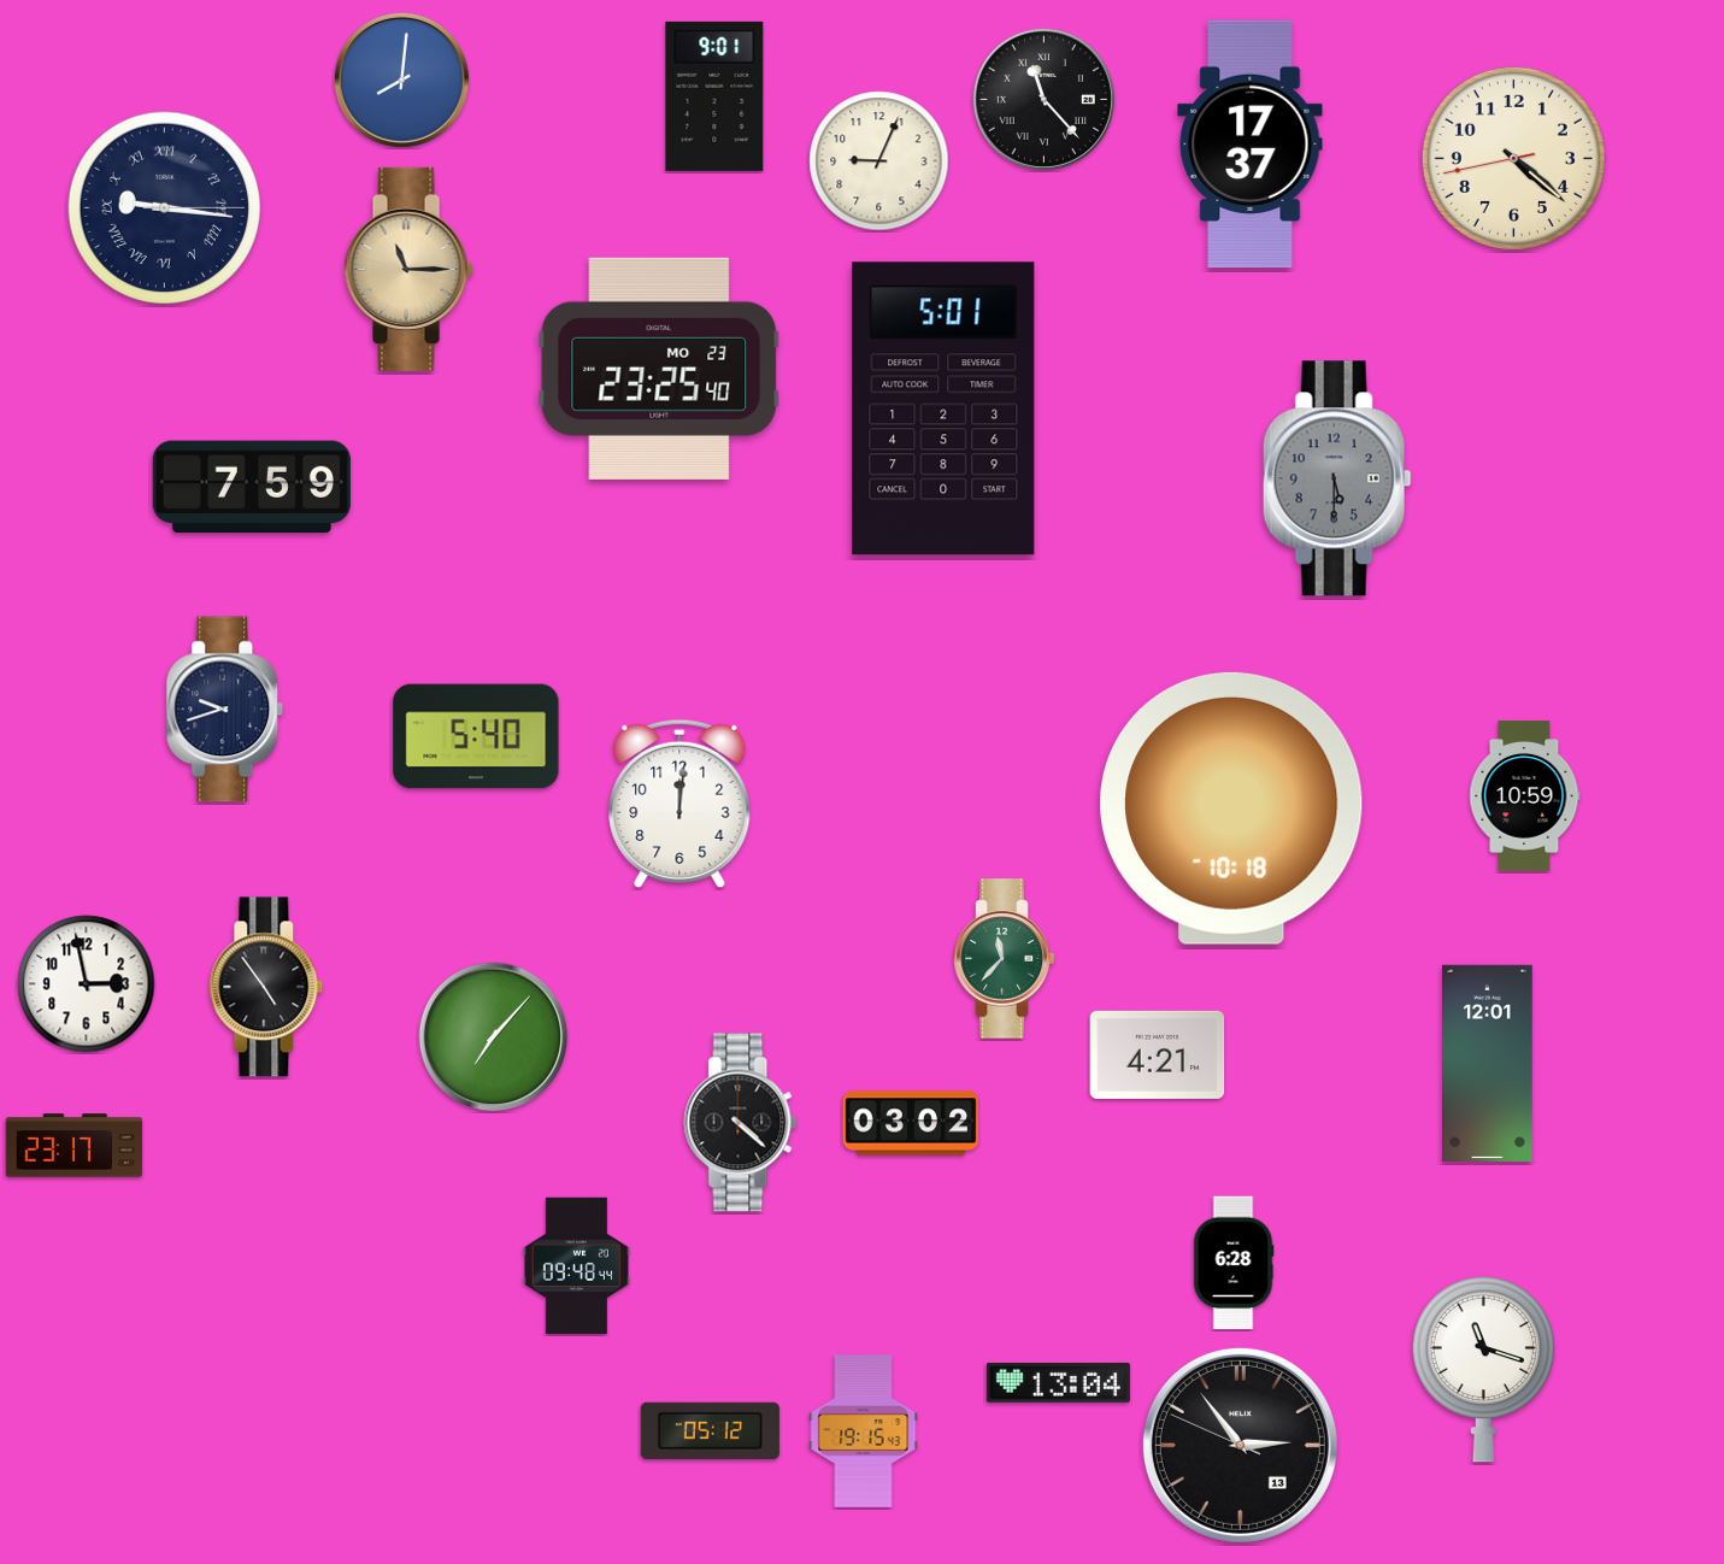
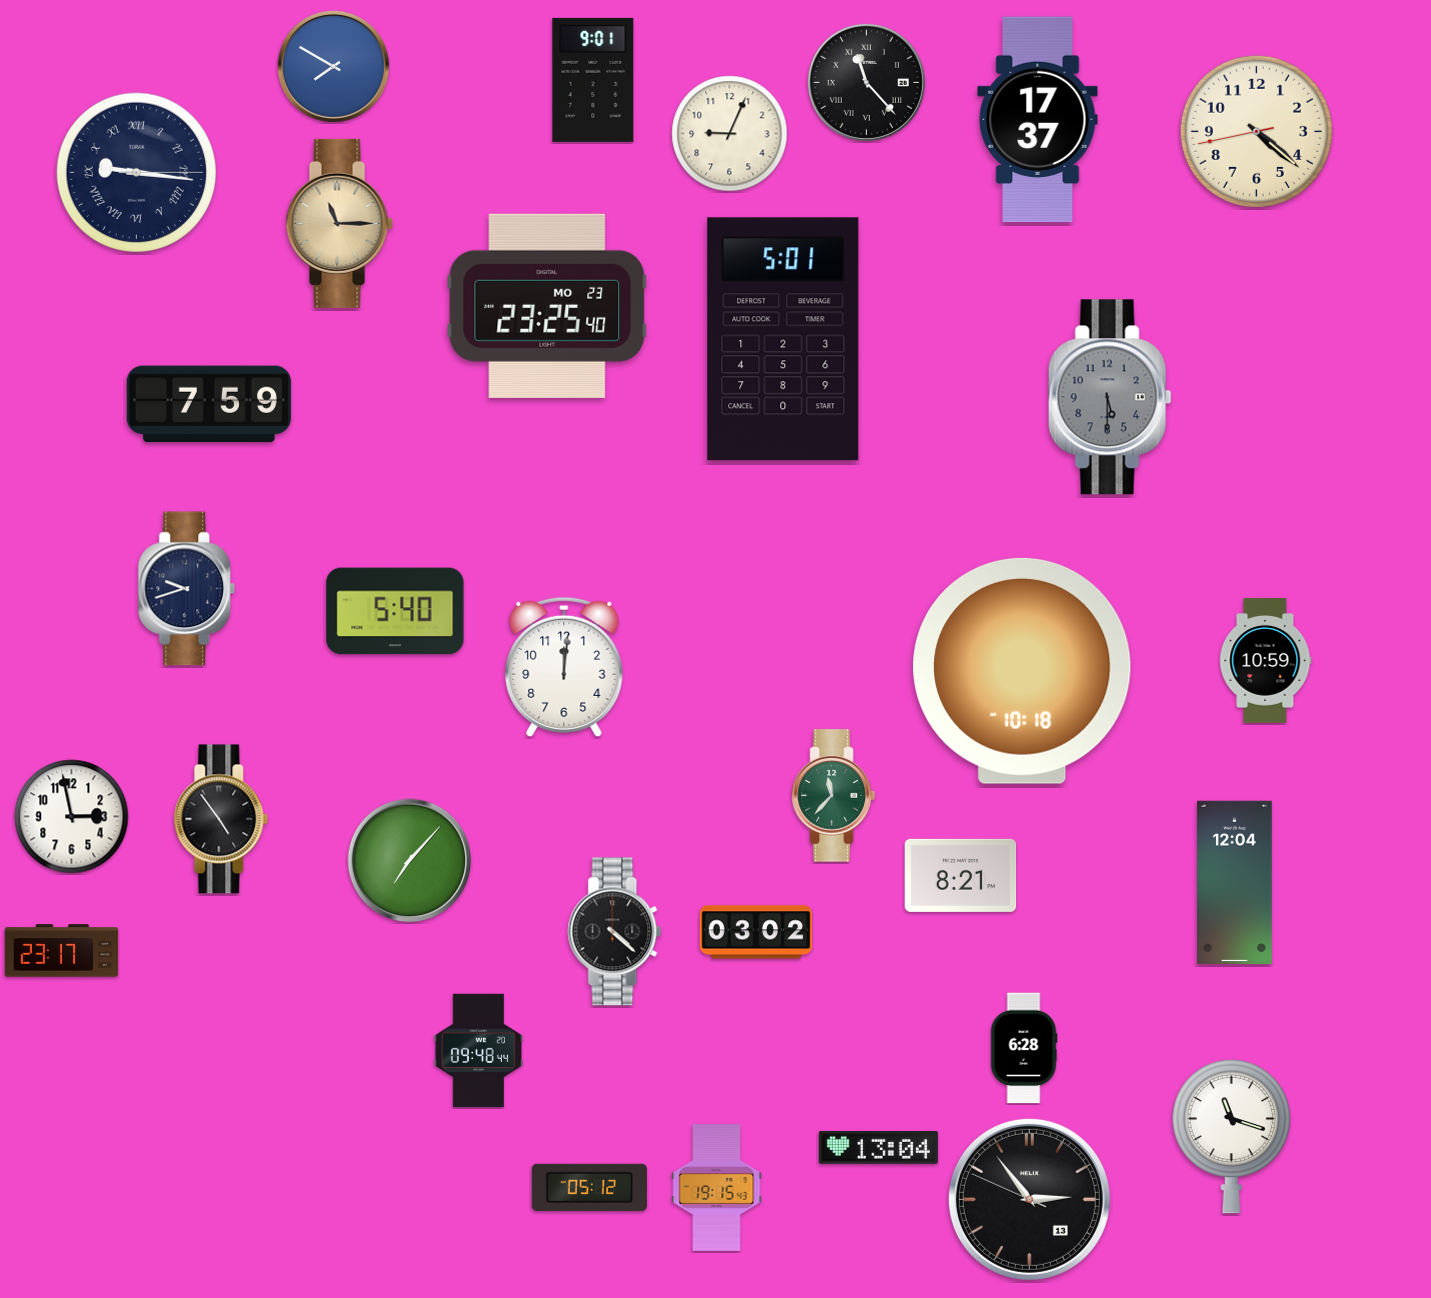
clock at (401, 80): 8:01 -> 7:50
clock at (1158, 1054): 4:21 -> 8:21
clock at (1488, 1063): 12:01 -> 12:04
